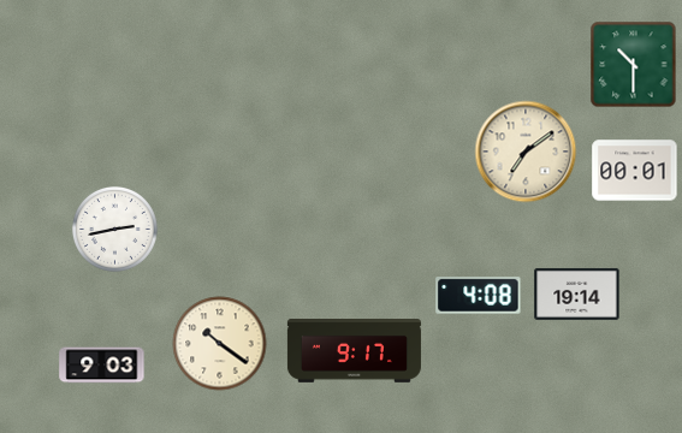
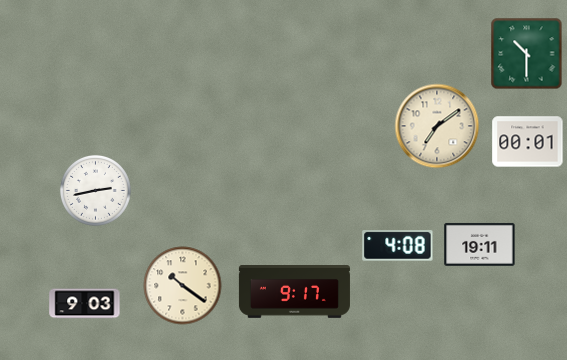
clock at (577, 293): 19:14 -> 19:11
